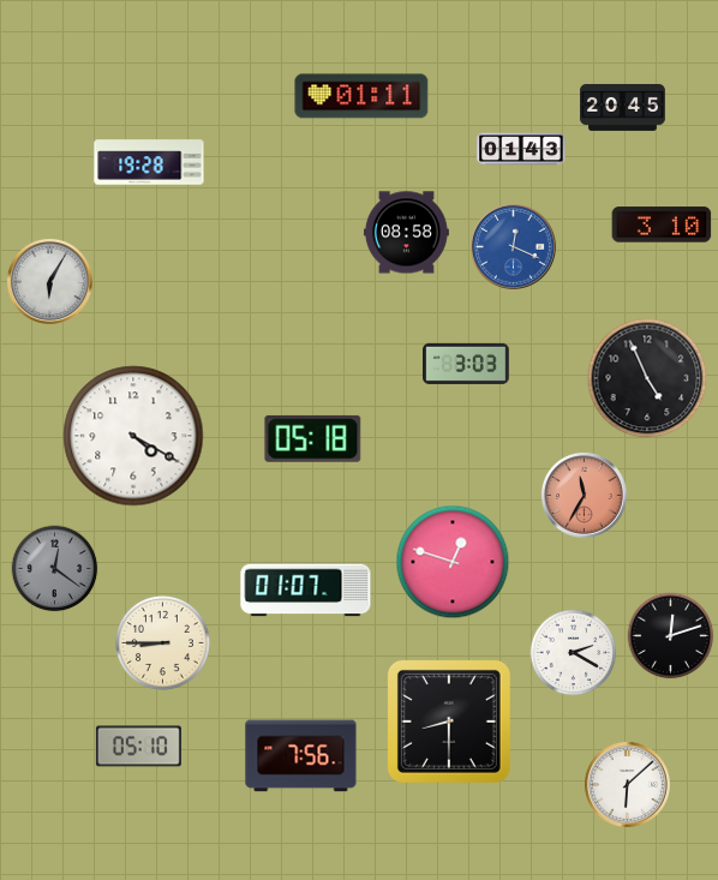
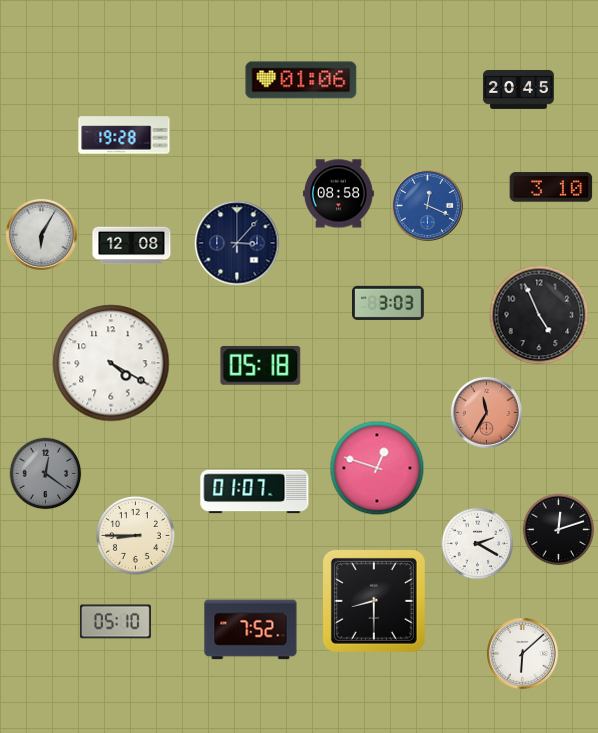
clock at (361, 96): 01:11 -> 01:06
clock at (521, 149): 01:43 -> none
clock at (237, 243): none -> 3:07
clock at (132, 246): none -> 12:08
clock at (301, 756): 7:56 -> 7:52
